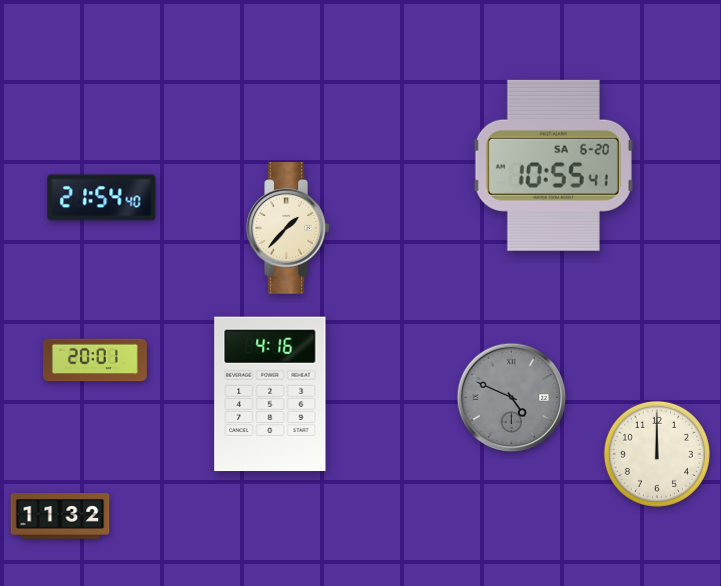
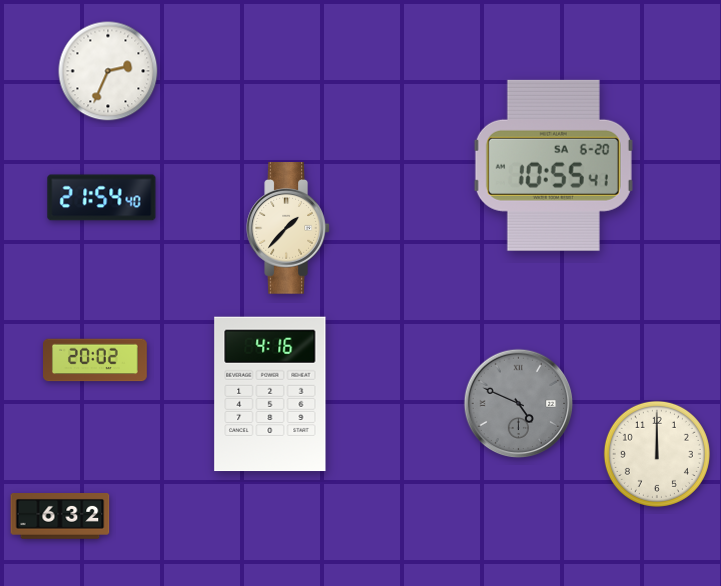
clock at (108, 71): none -> 2:34
clock at (96, 360): 20:01 -> 20:02
clock at (512, 398) position: (512, 398) -> (519, 404)
clock at (60, 517): 11:32 -> 6:32
